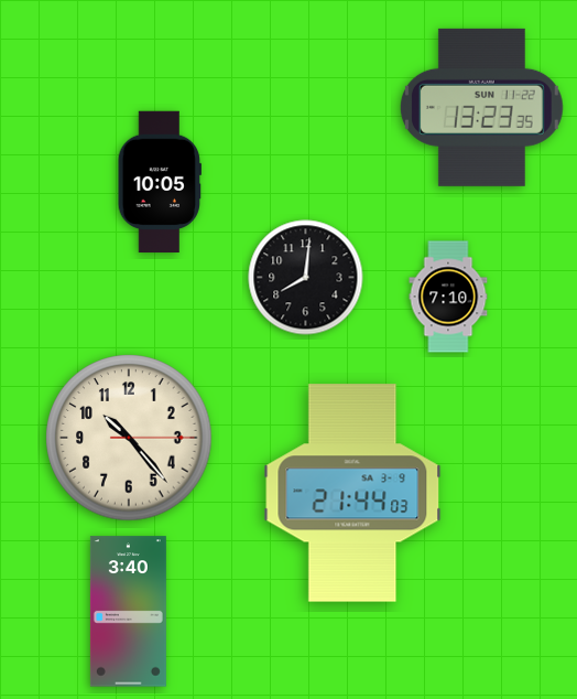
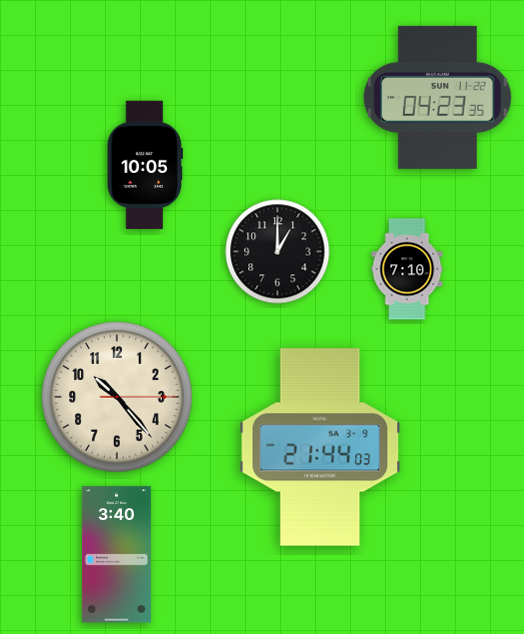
clock at (481, 107): 13:23 -> 04:23
clock at (306, 278): 8:01 -> 1:00
